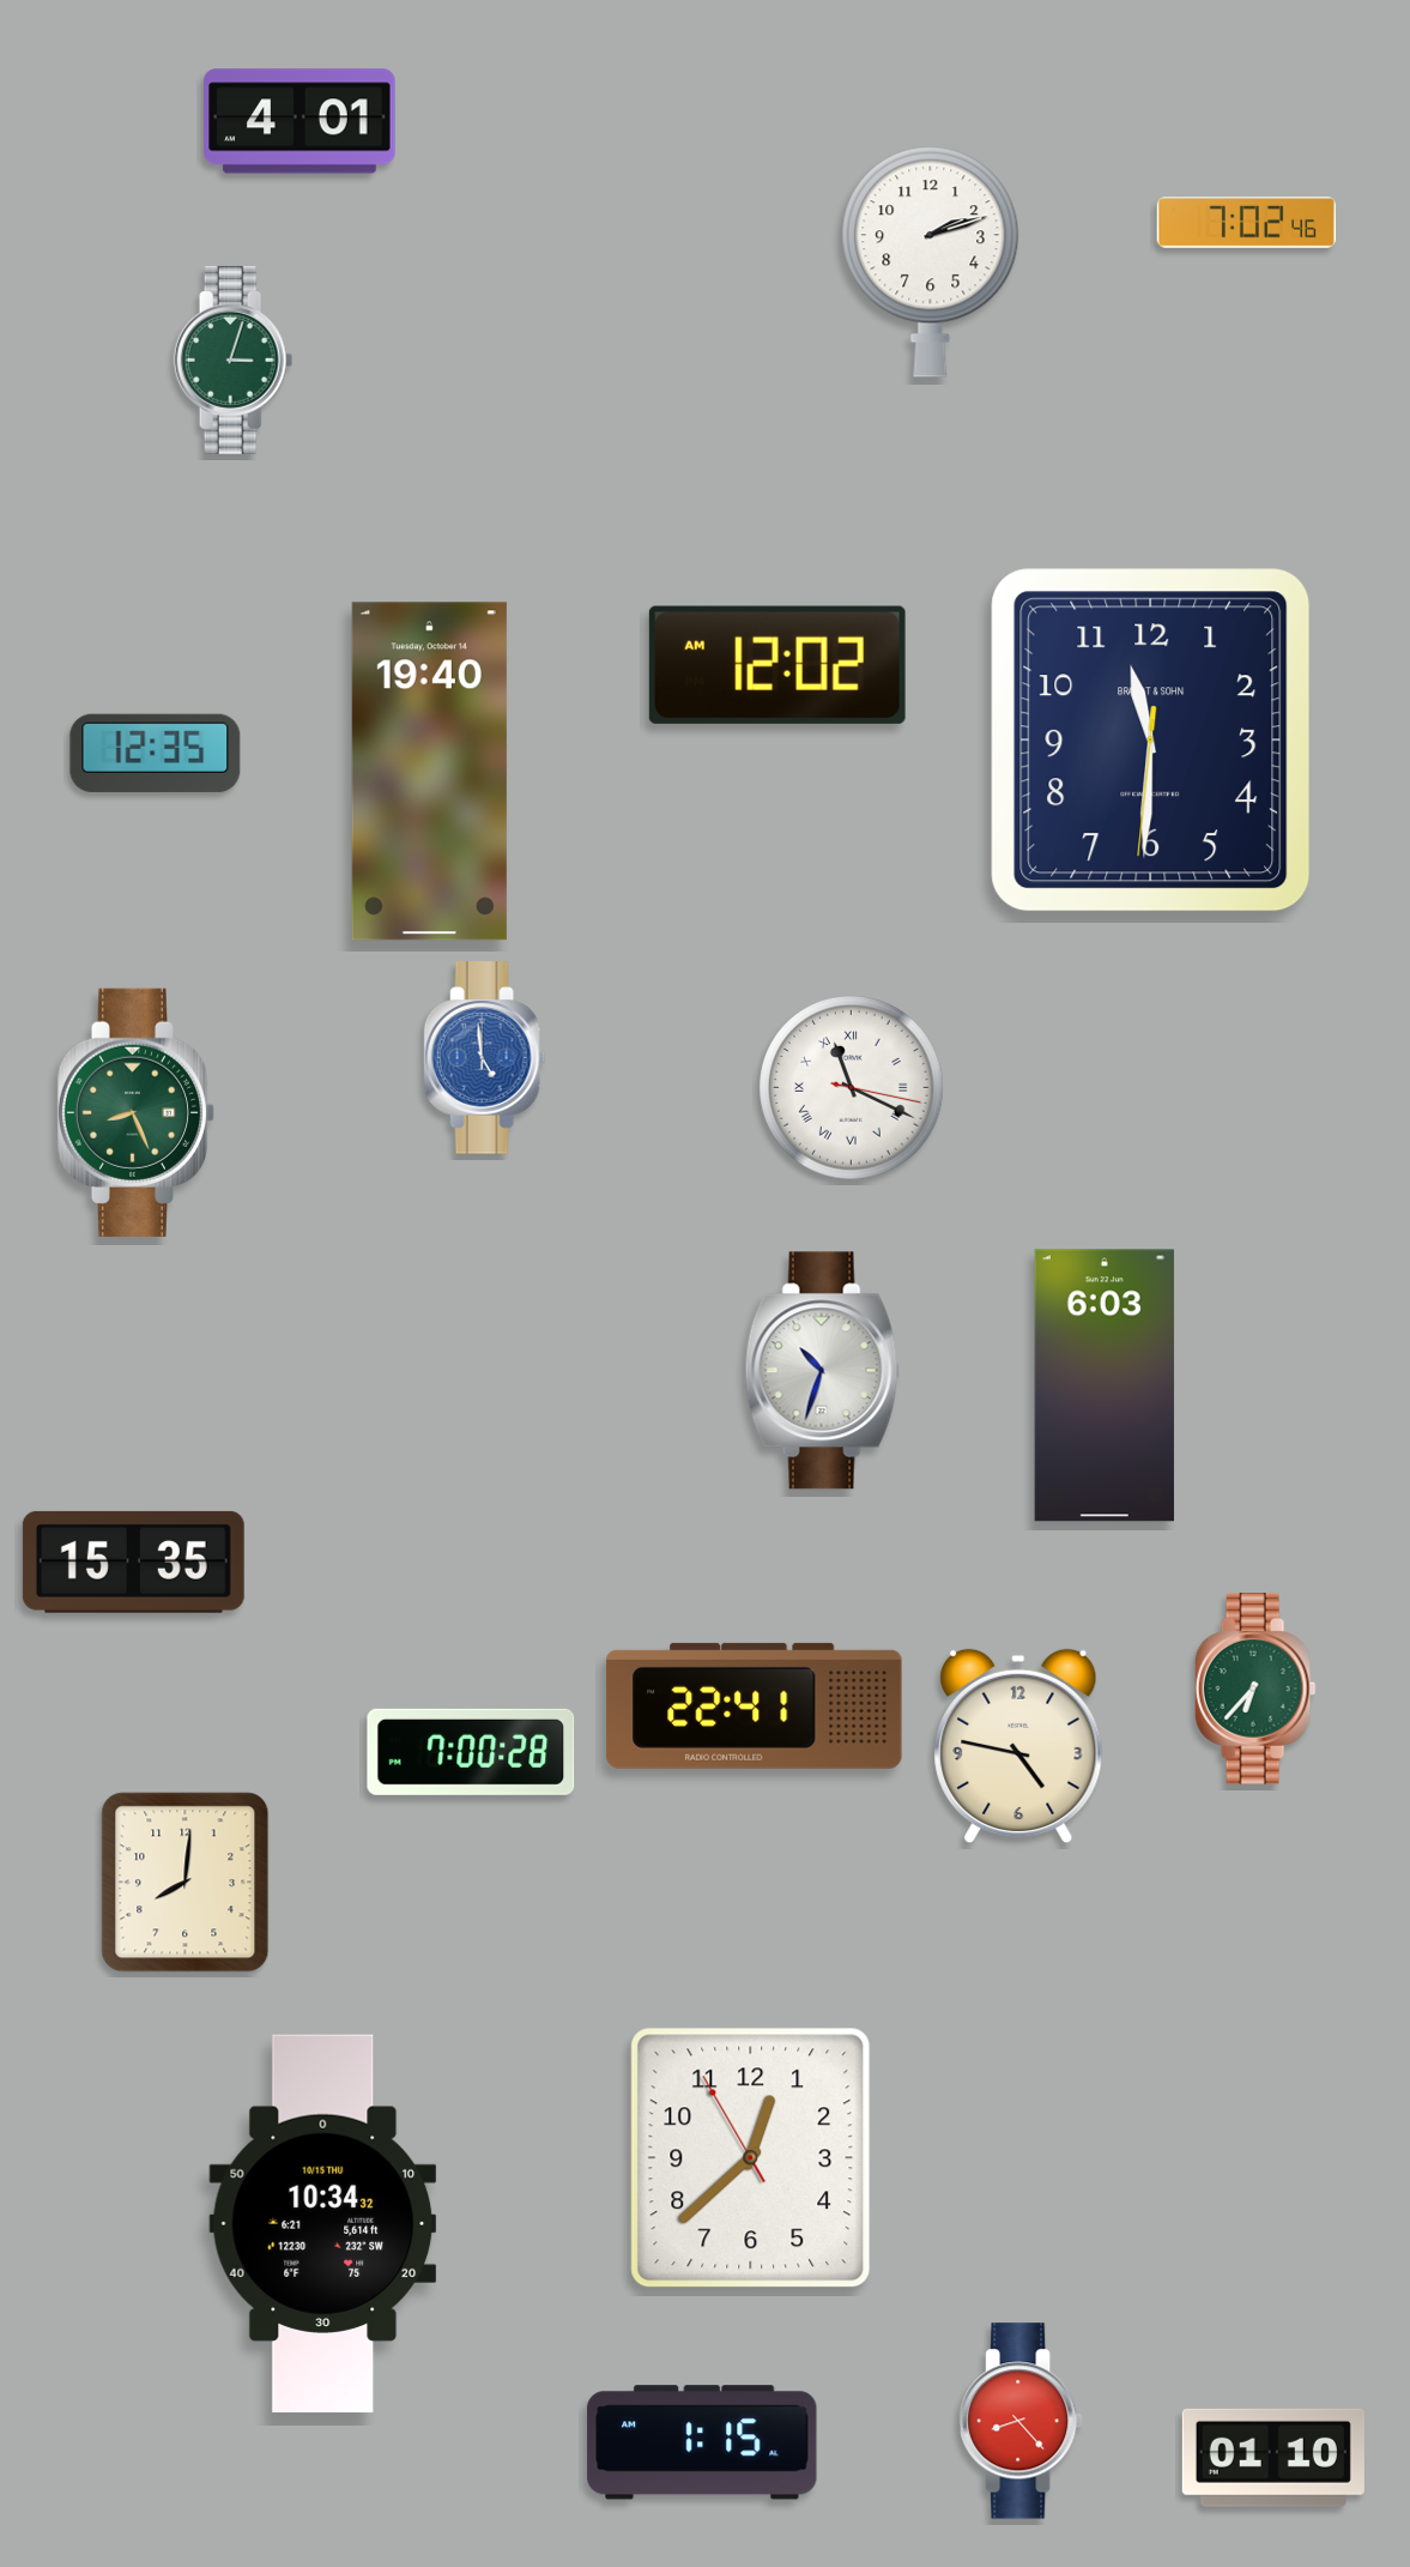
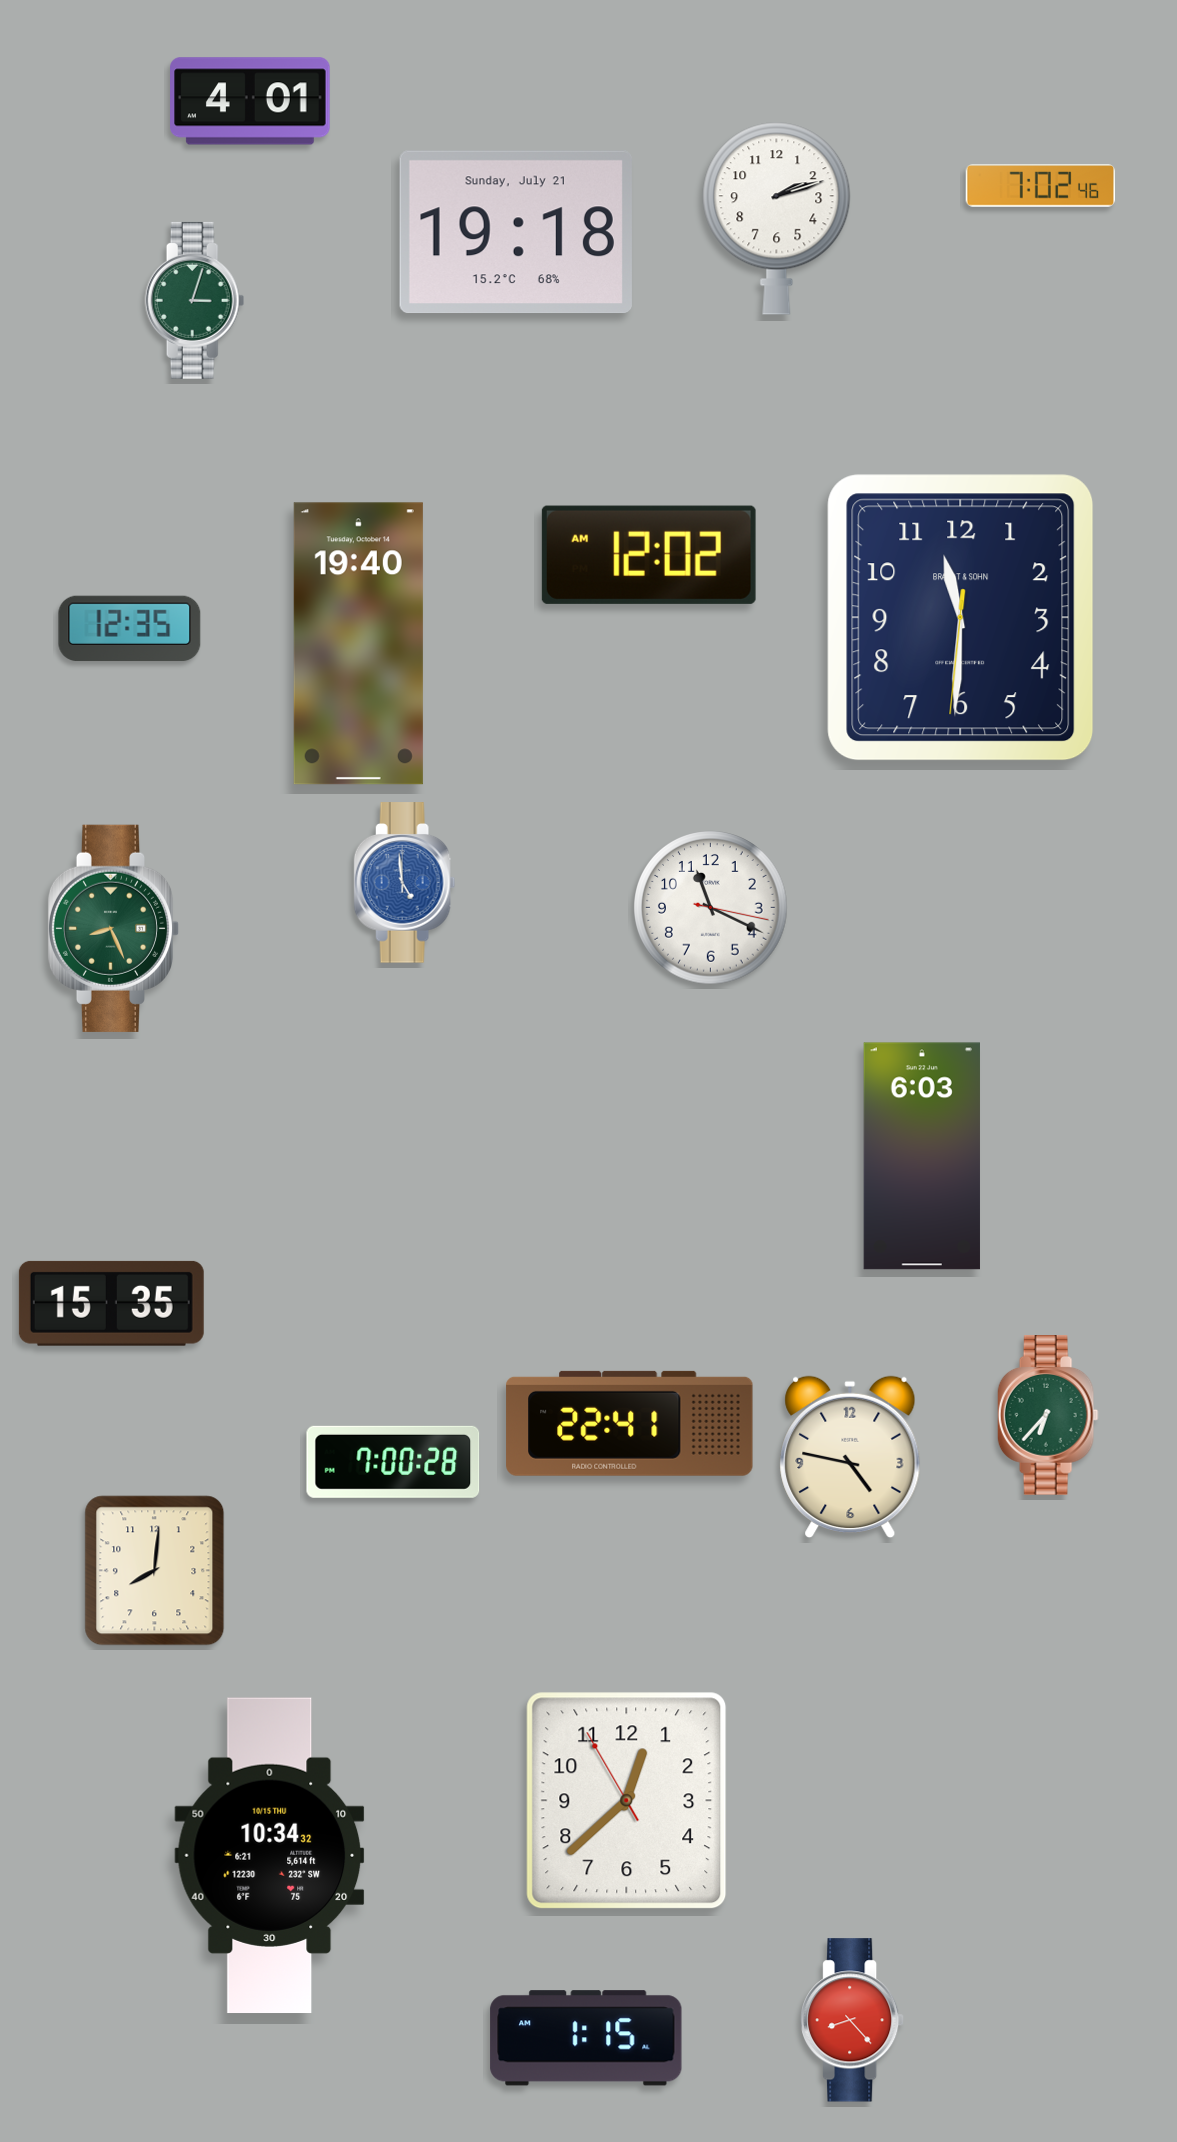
clock at (516, 232): none -> 19:18
clock at (852, 1088) numerals: Roman -> Arabic
clock at (822, 1371): 10:33 -> none
clock at (1255, 1689) position: (1255, 1689) -> (1048, 1415)
clock at (1273, 2458): 01:10 -> none
